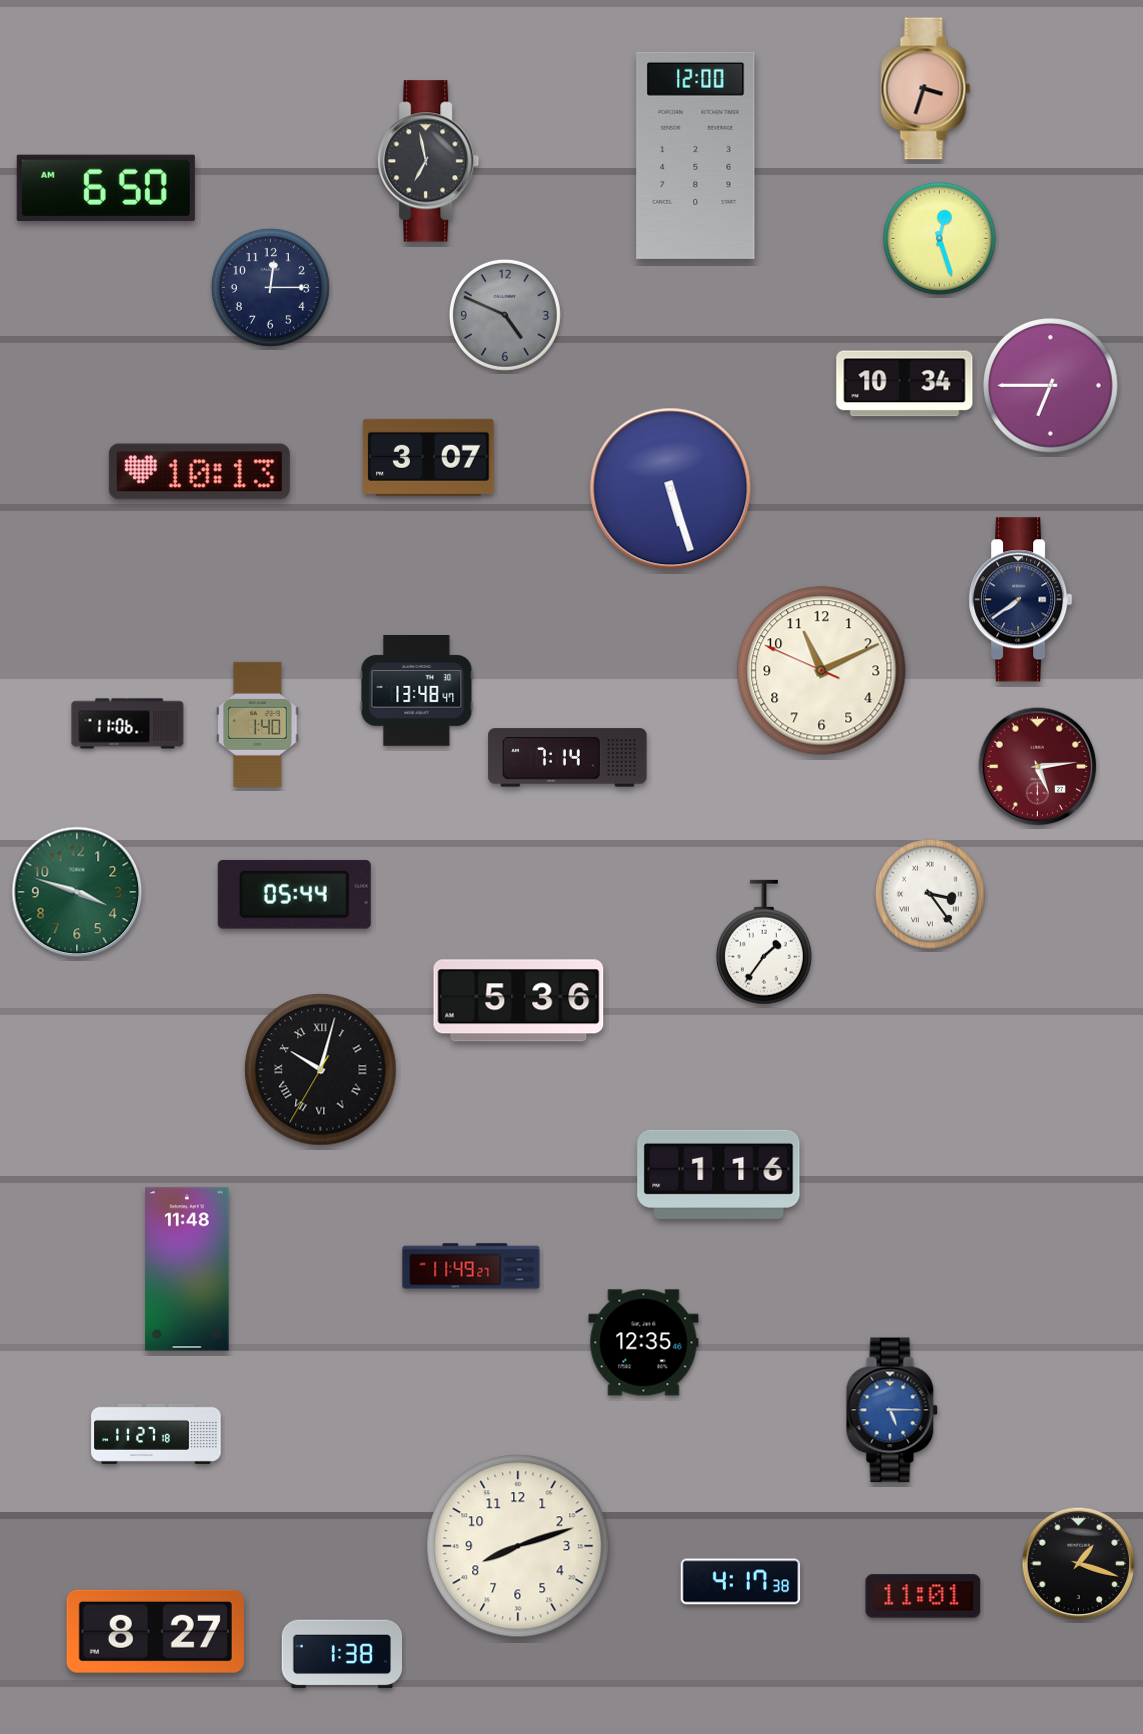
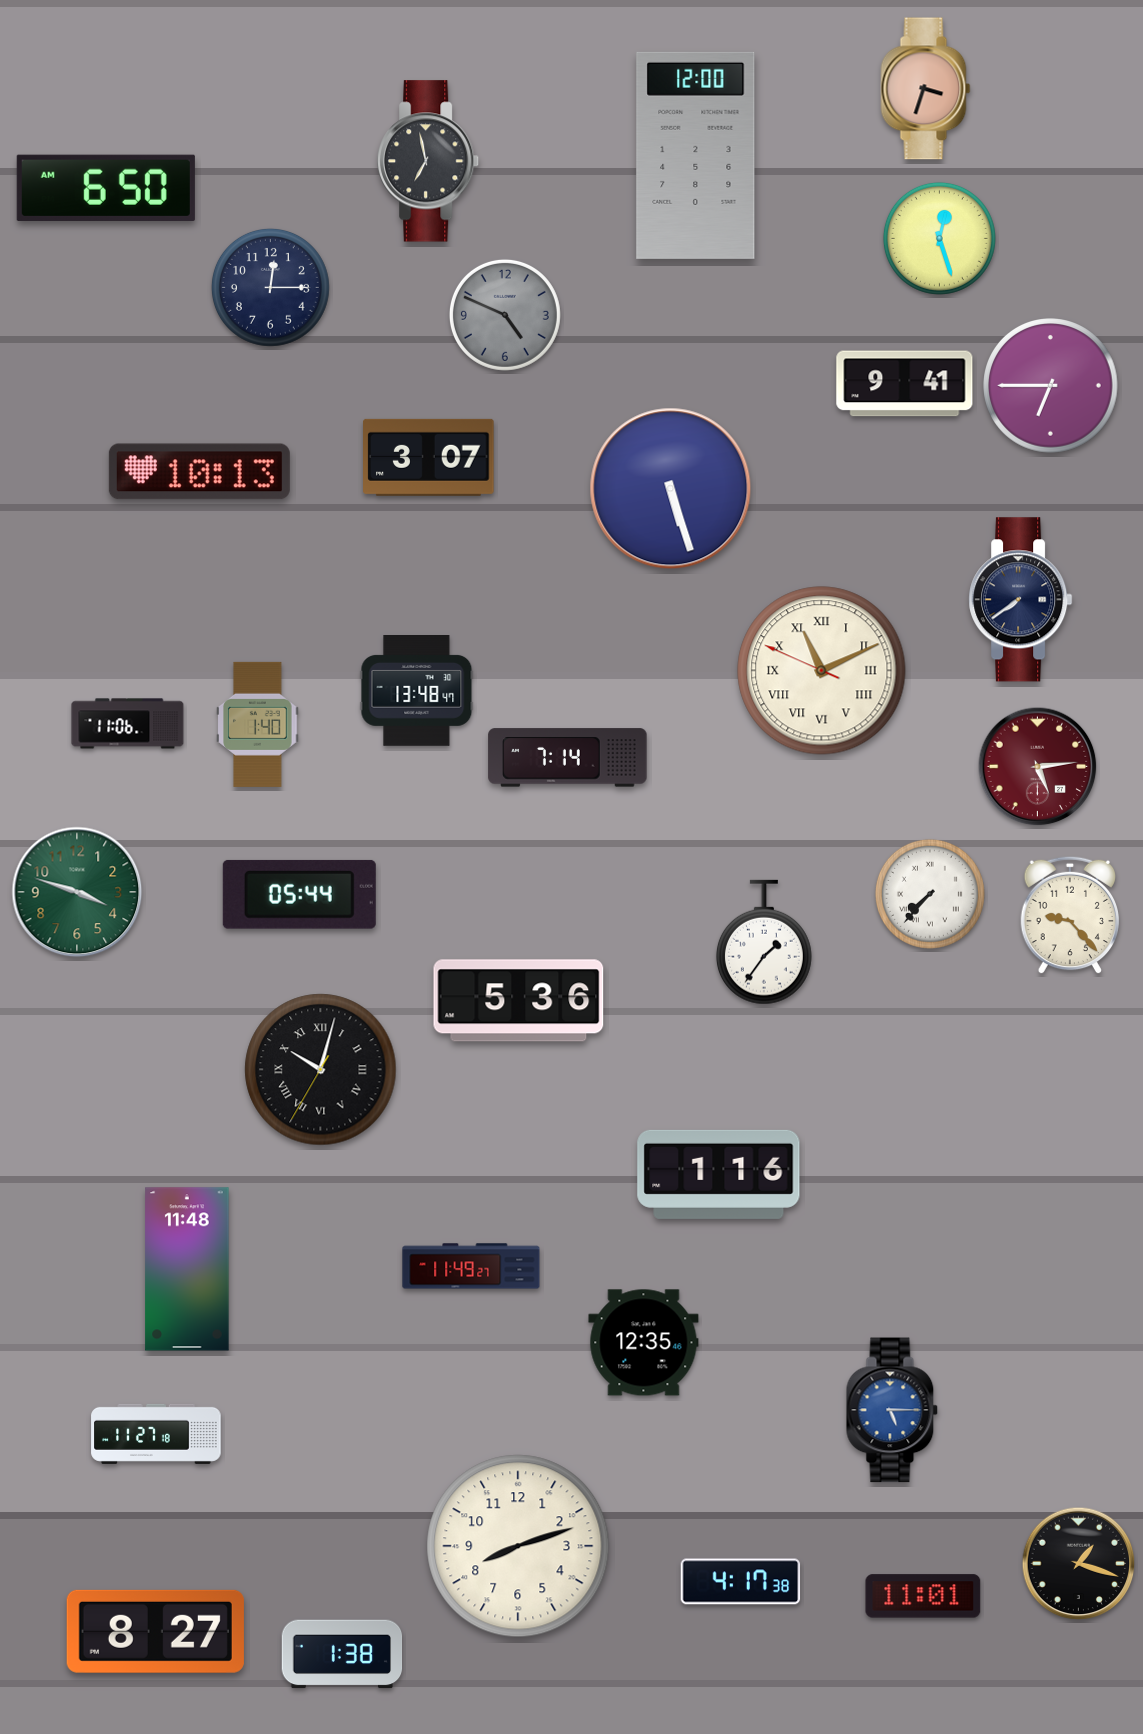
clock at (905, 384): 10:34 -> 9:41
clock at (822, 671) numerals: Arabic -> Roman
clock at (294, 894) position: (294, 894) -> (299, 894)
clock at (930, 894): 3:24 -> 7:37
clock at (1070, 915): none -> 9:23
